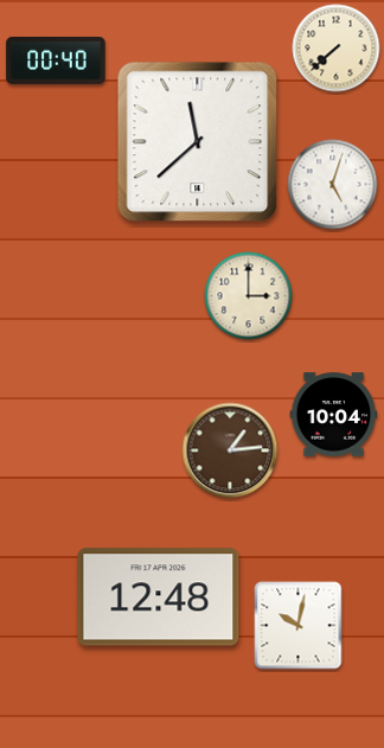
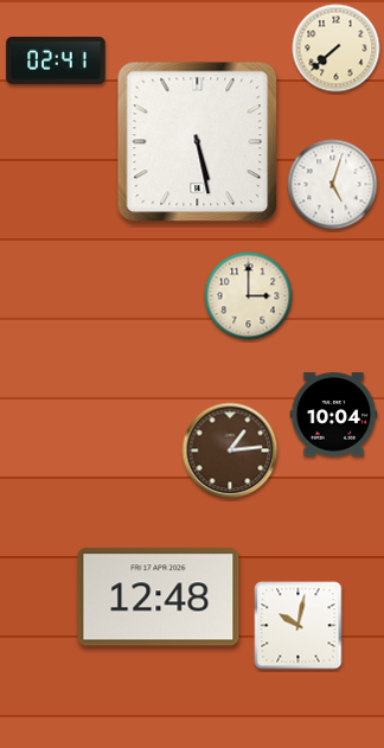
clock at (56, 60): 00:40 -> 02:41
clock at (198, 142): 11:38 -> 5:28
